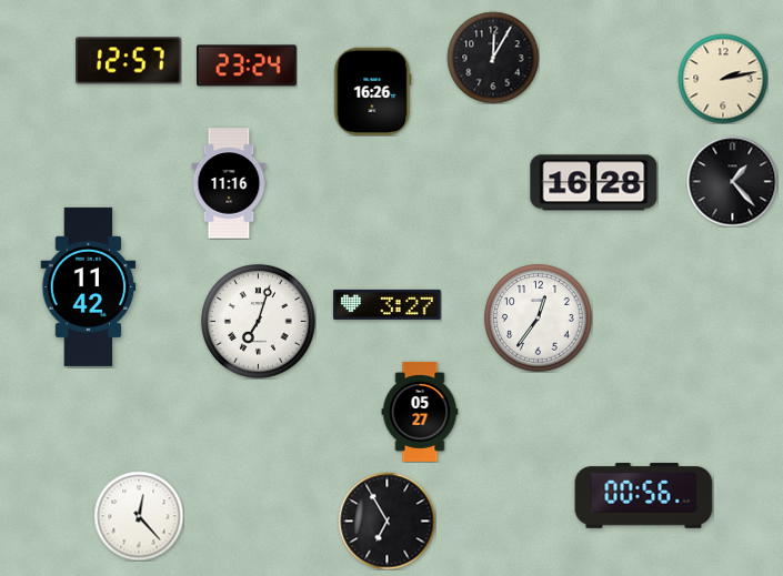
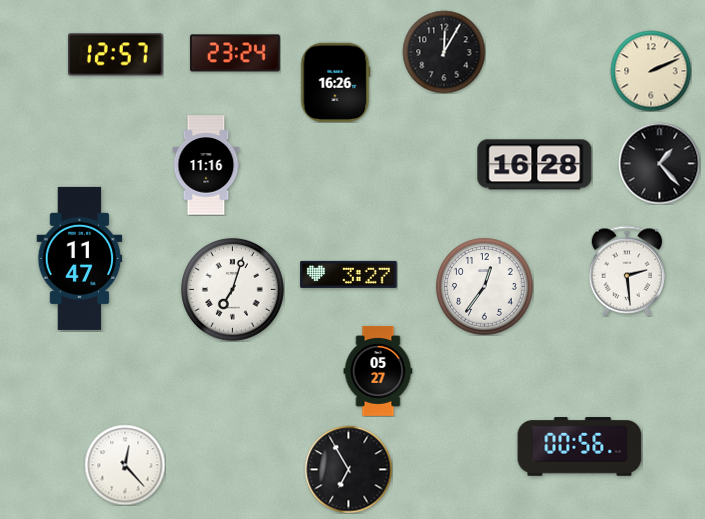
clock at (247, 65) position: (247, 65) -> (235, 53)
clock at (723, 79): 2:13 -> 2:11
clock at (89, 286): 11:42 -> 11:47
clock at (627, 271): none -> 2:29
